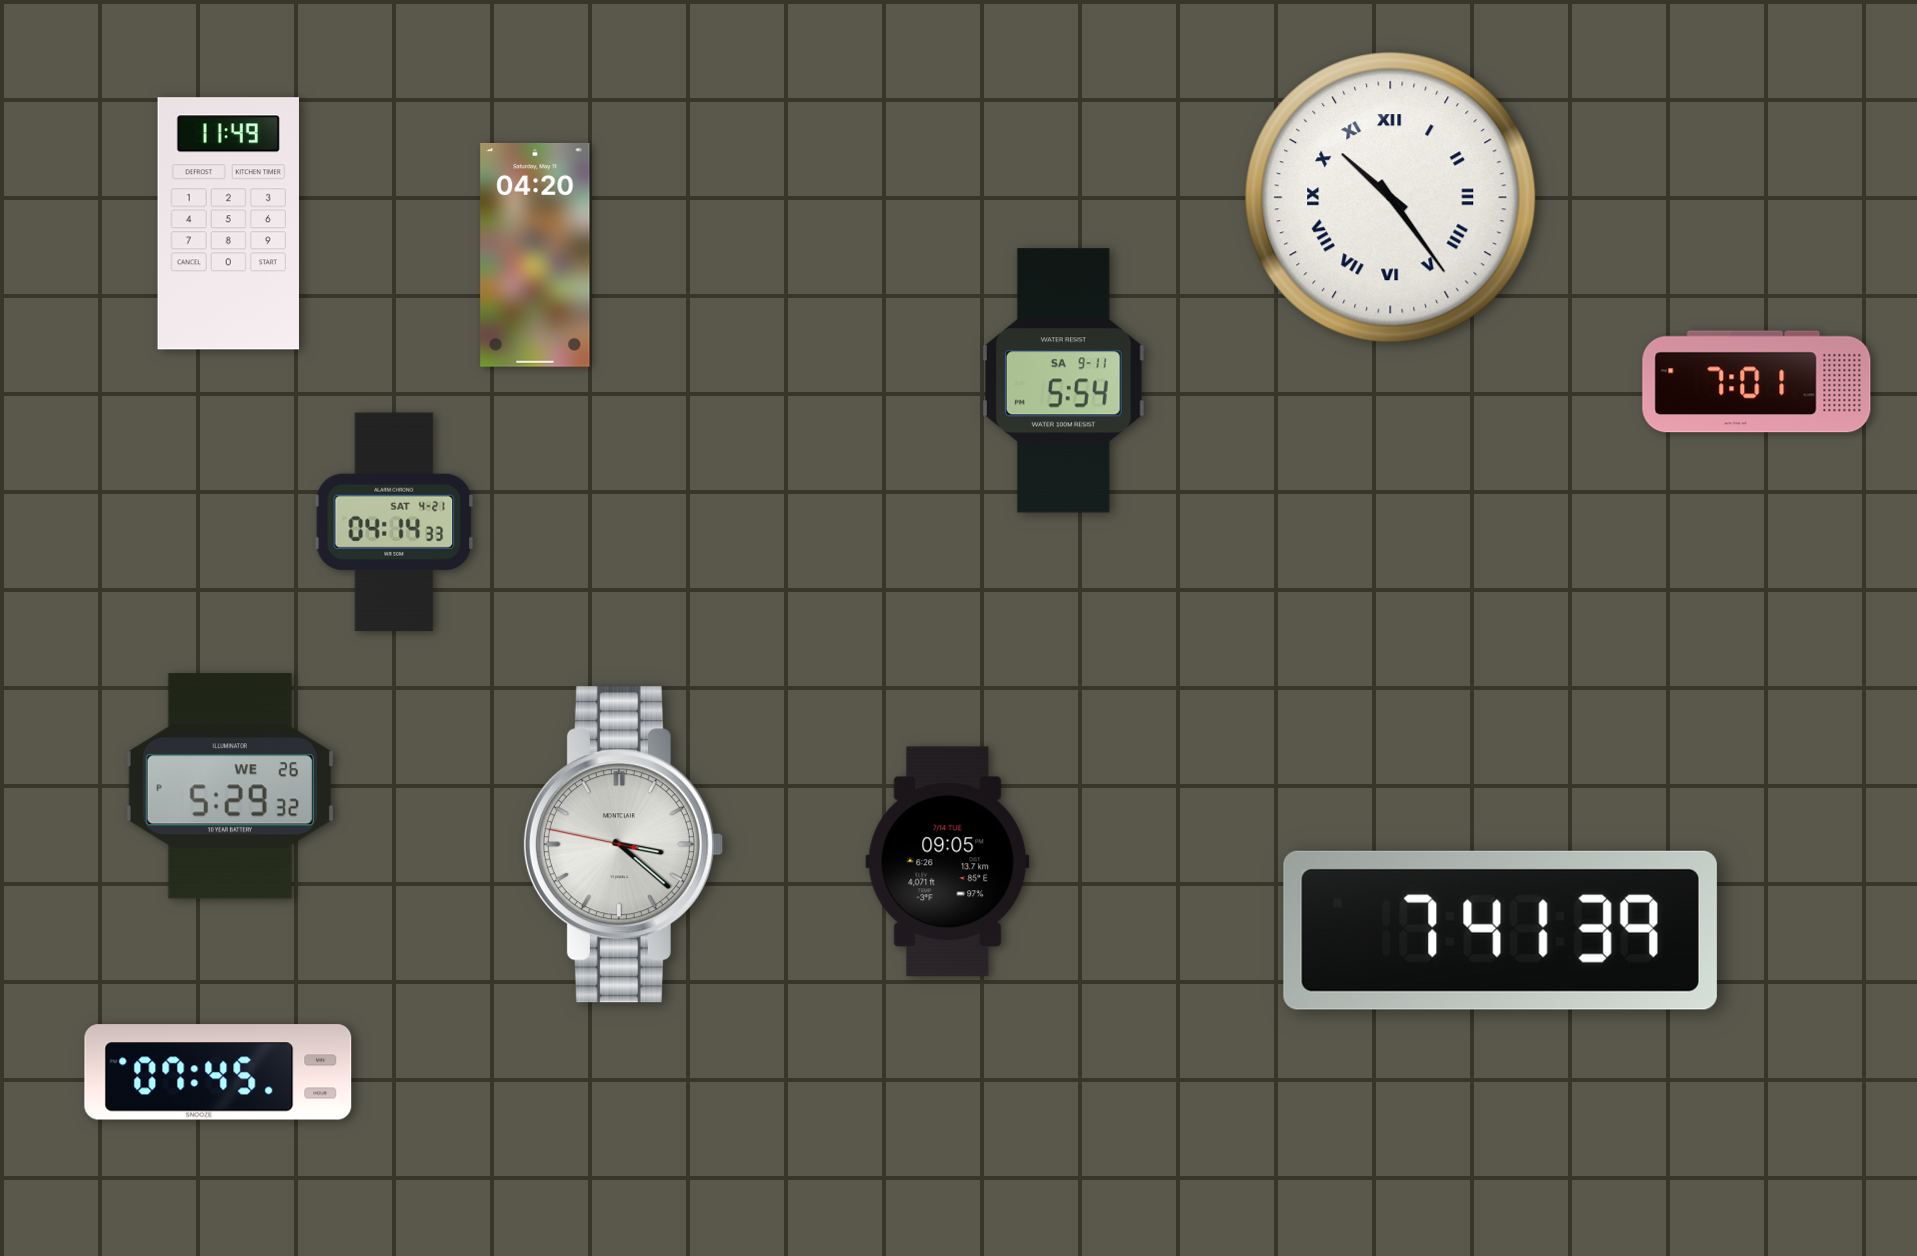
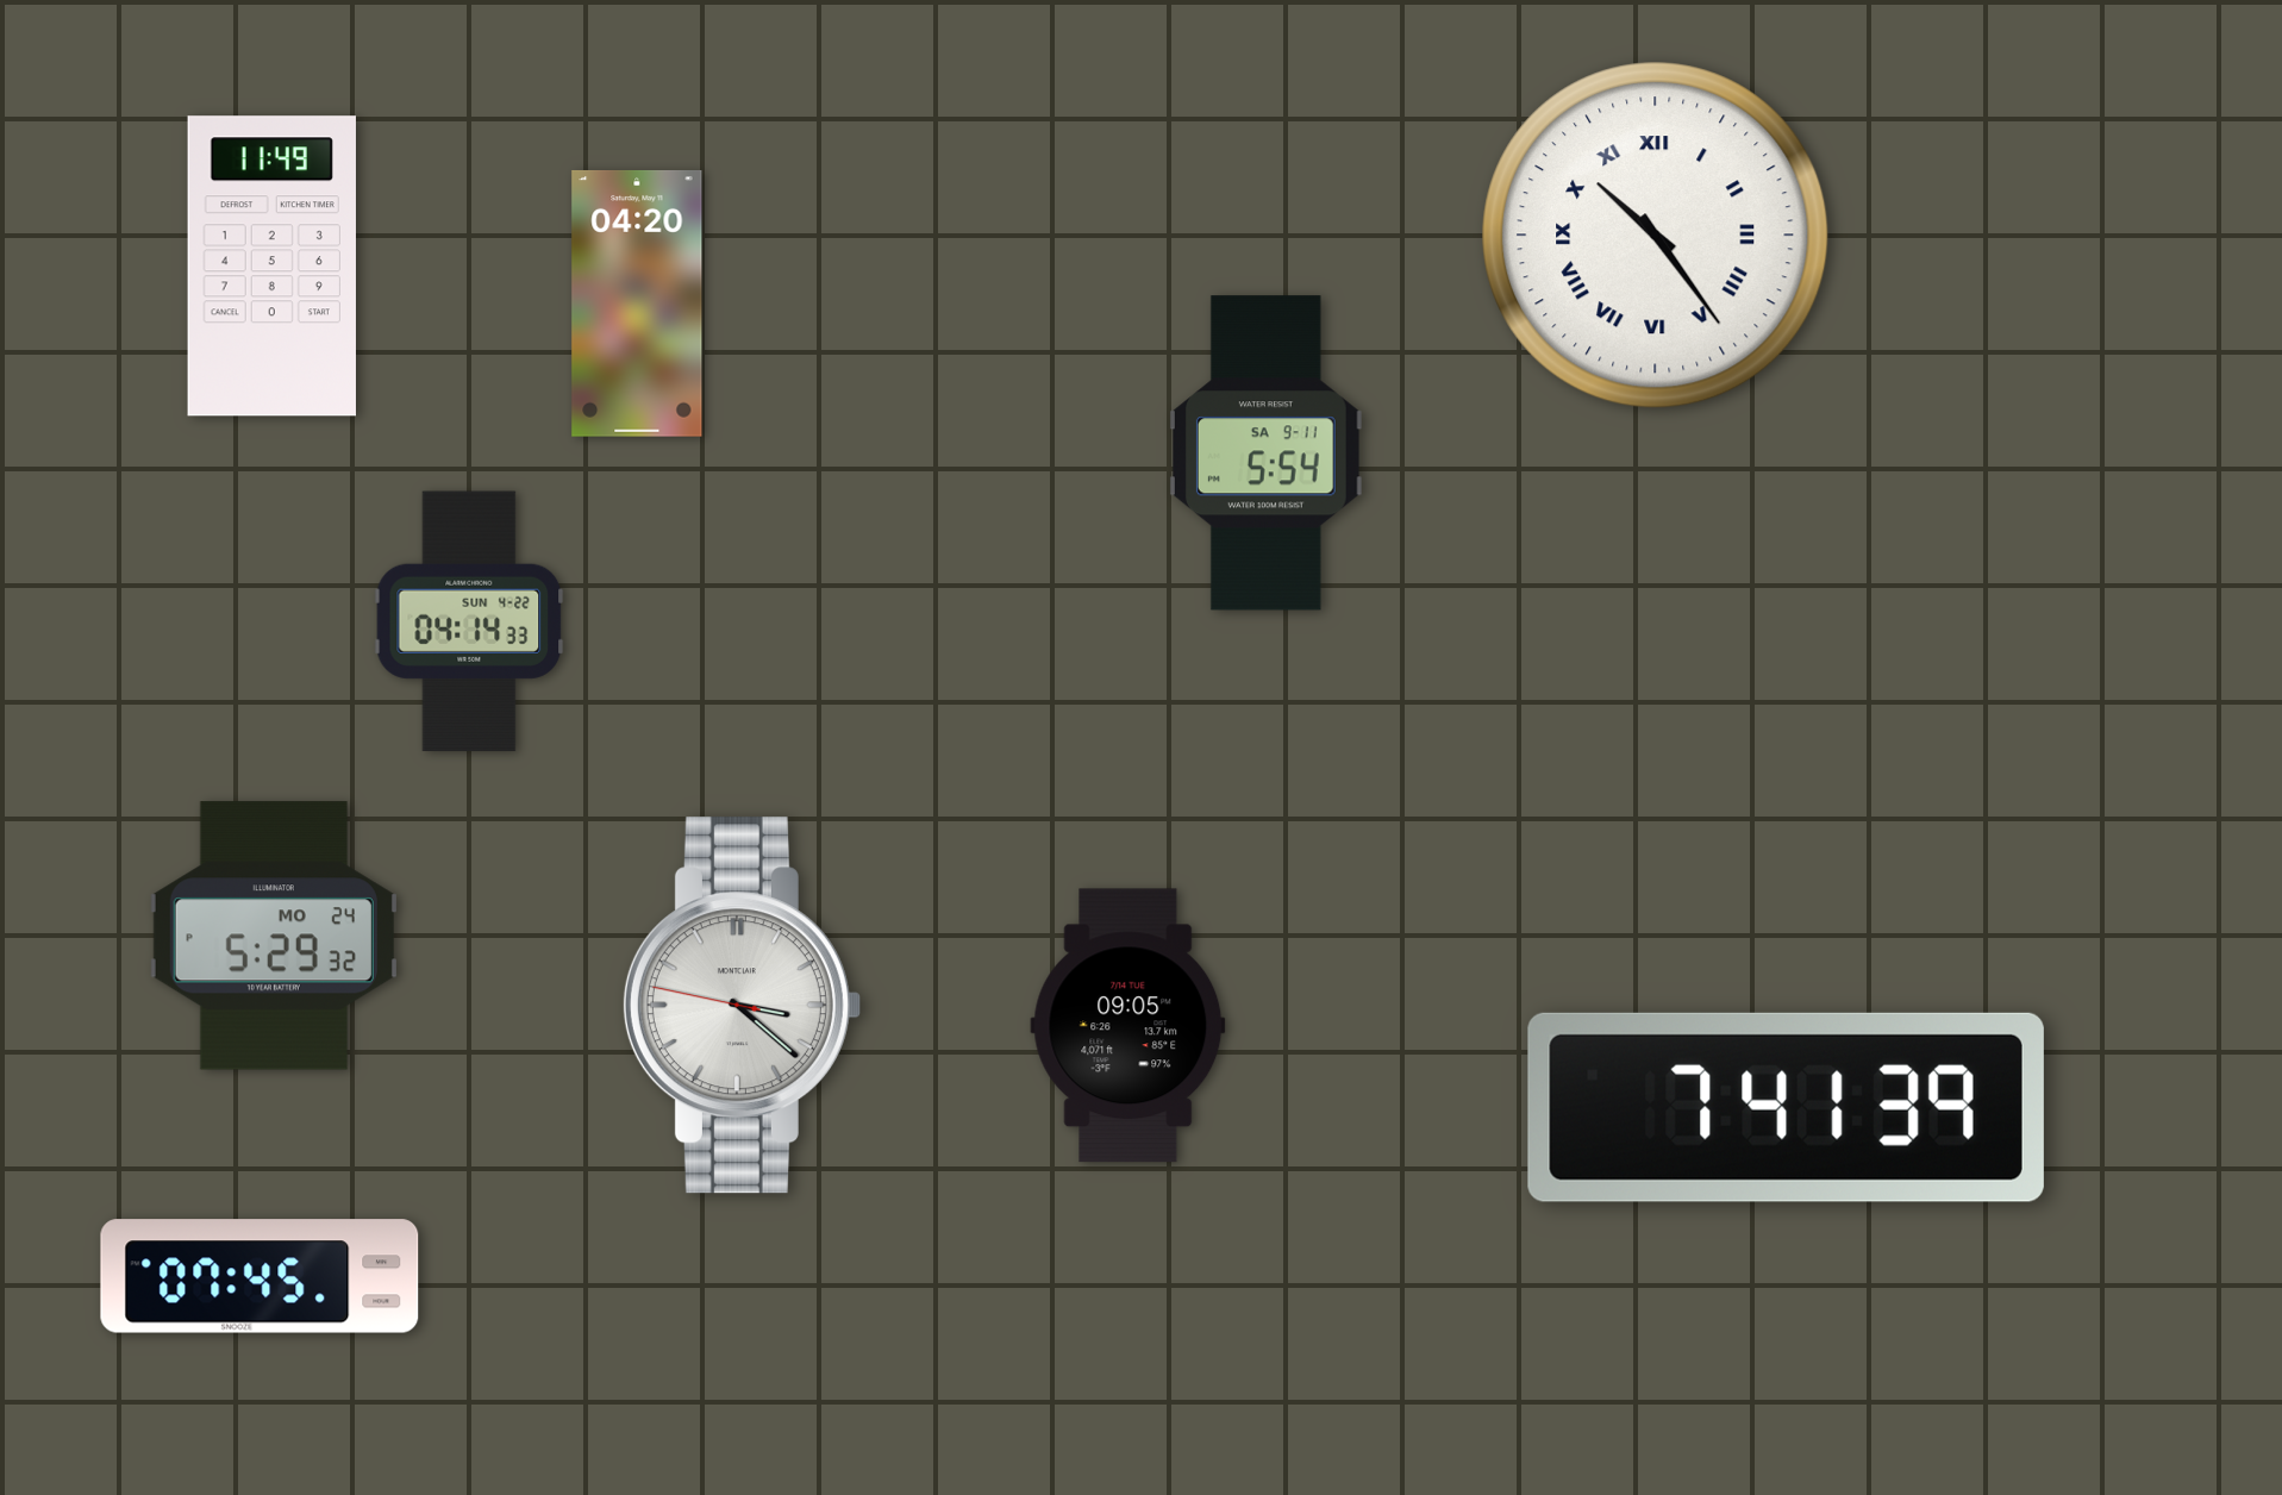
clock at (1757, 382): 7:01 -> none
clock at (394, 522) date: SAT 4-21 -> SUN 4-22
clock at (230, 786) date: WE 26 -> MO 24
